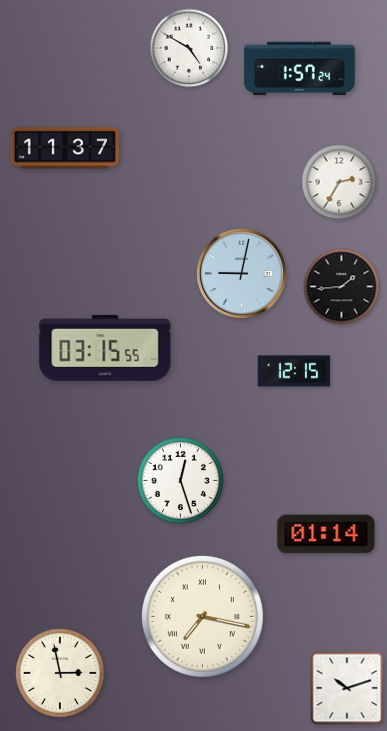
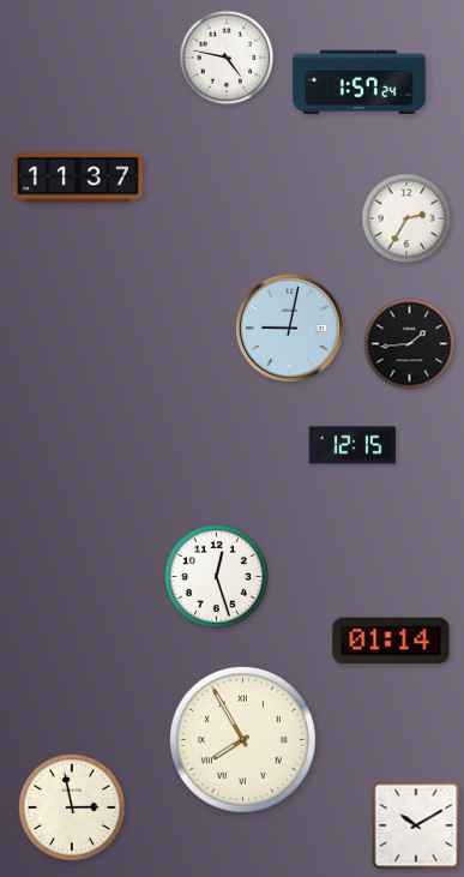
clock at (189, 48): 4:50 -> 4:47
clock at (105, 348): 03:15 -> none
clock at (202, 616): 7:17 -> 7:55
clock at (347, 688): 10:12 -> 10:10
